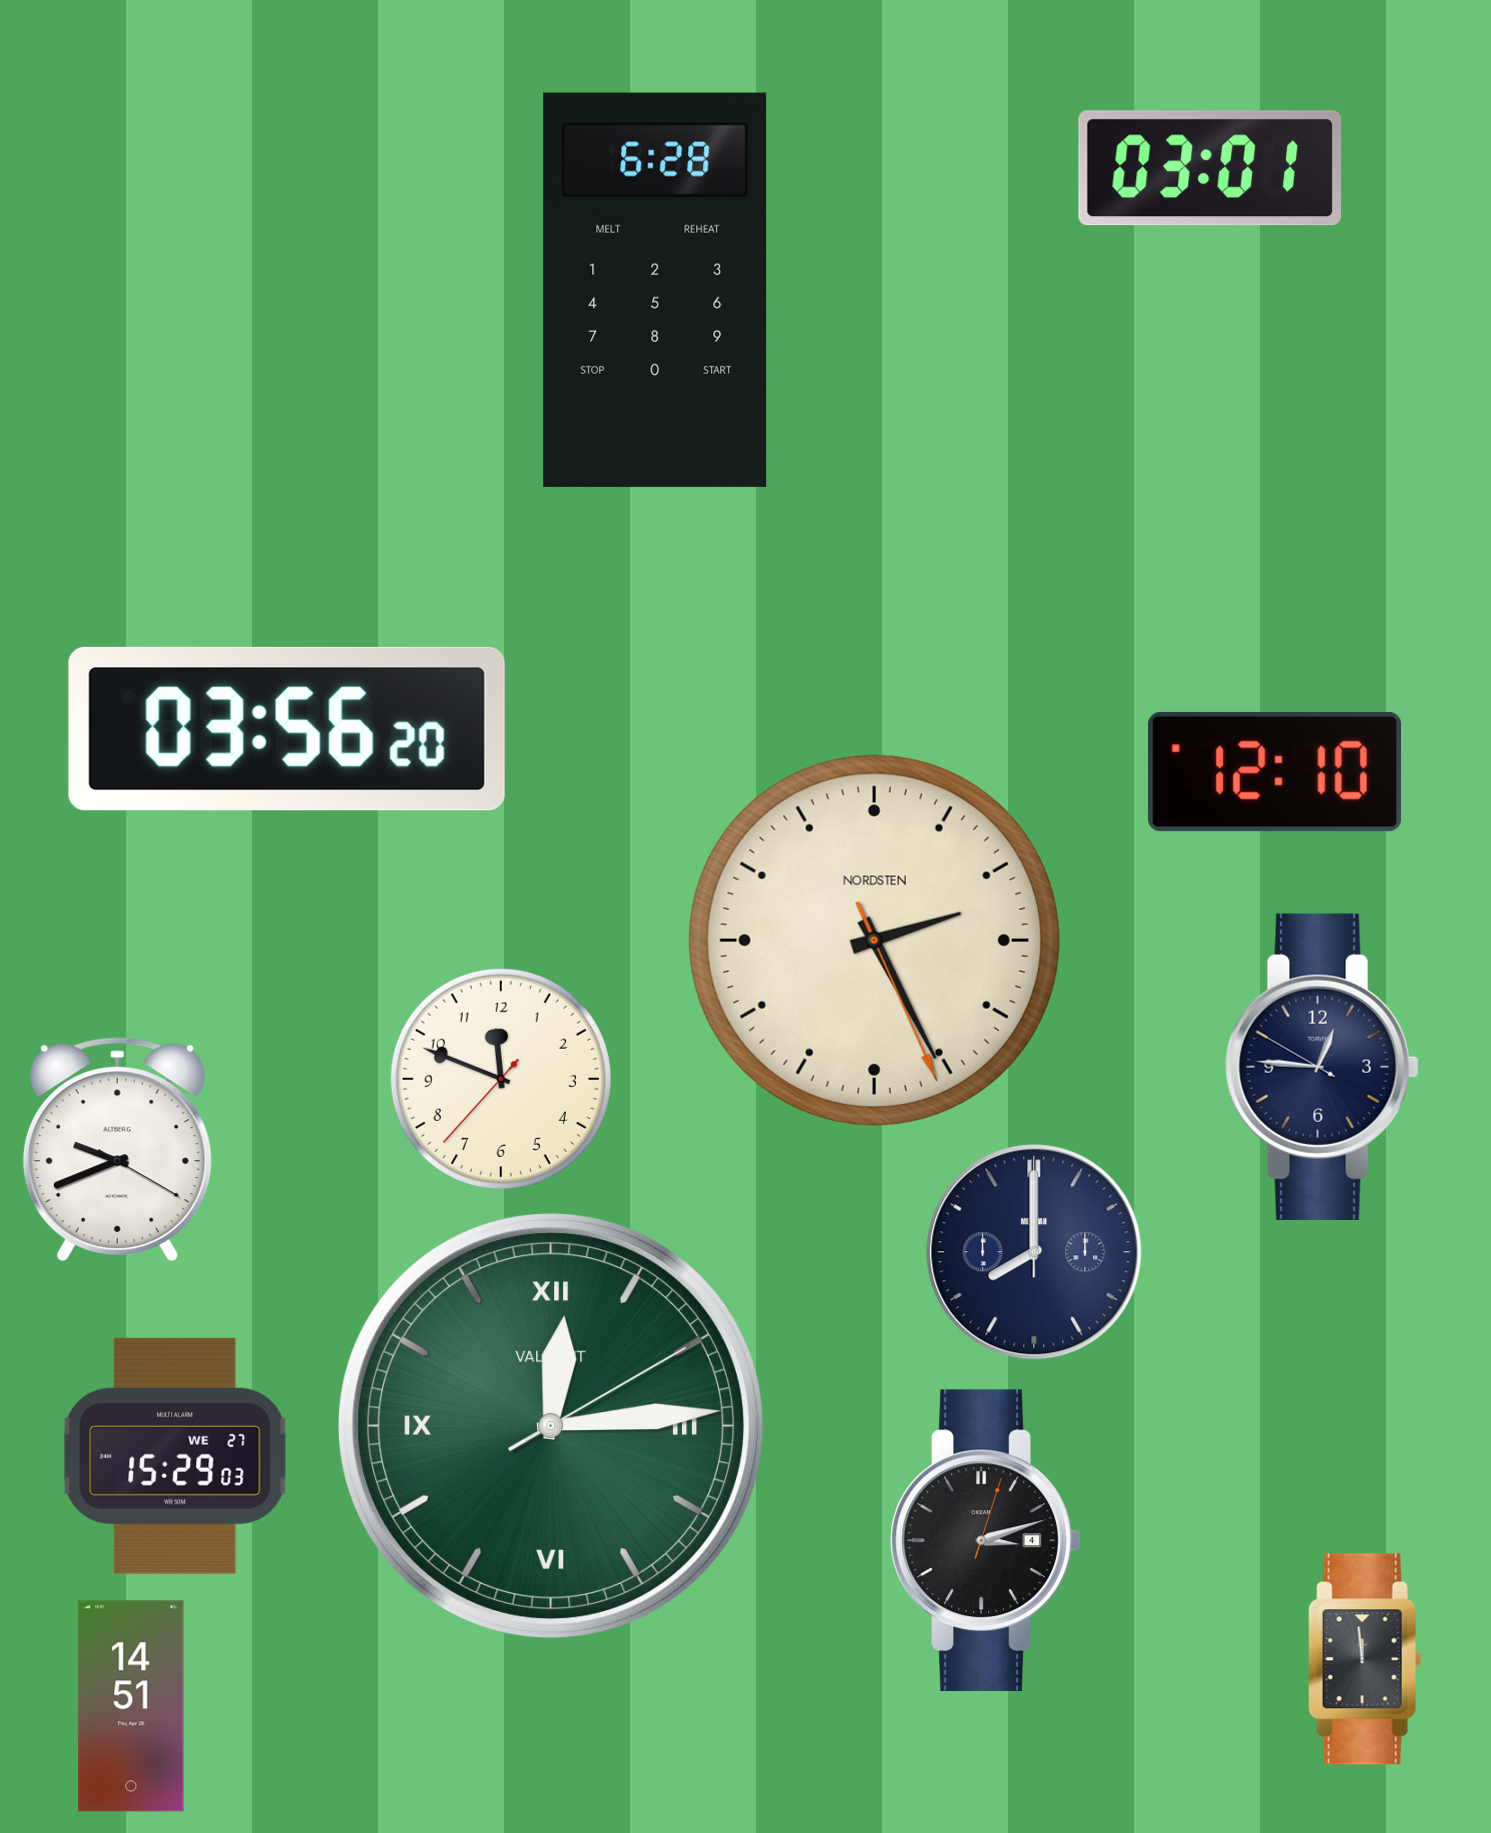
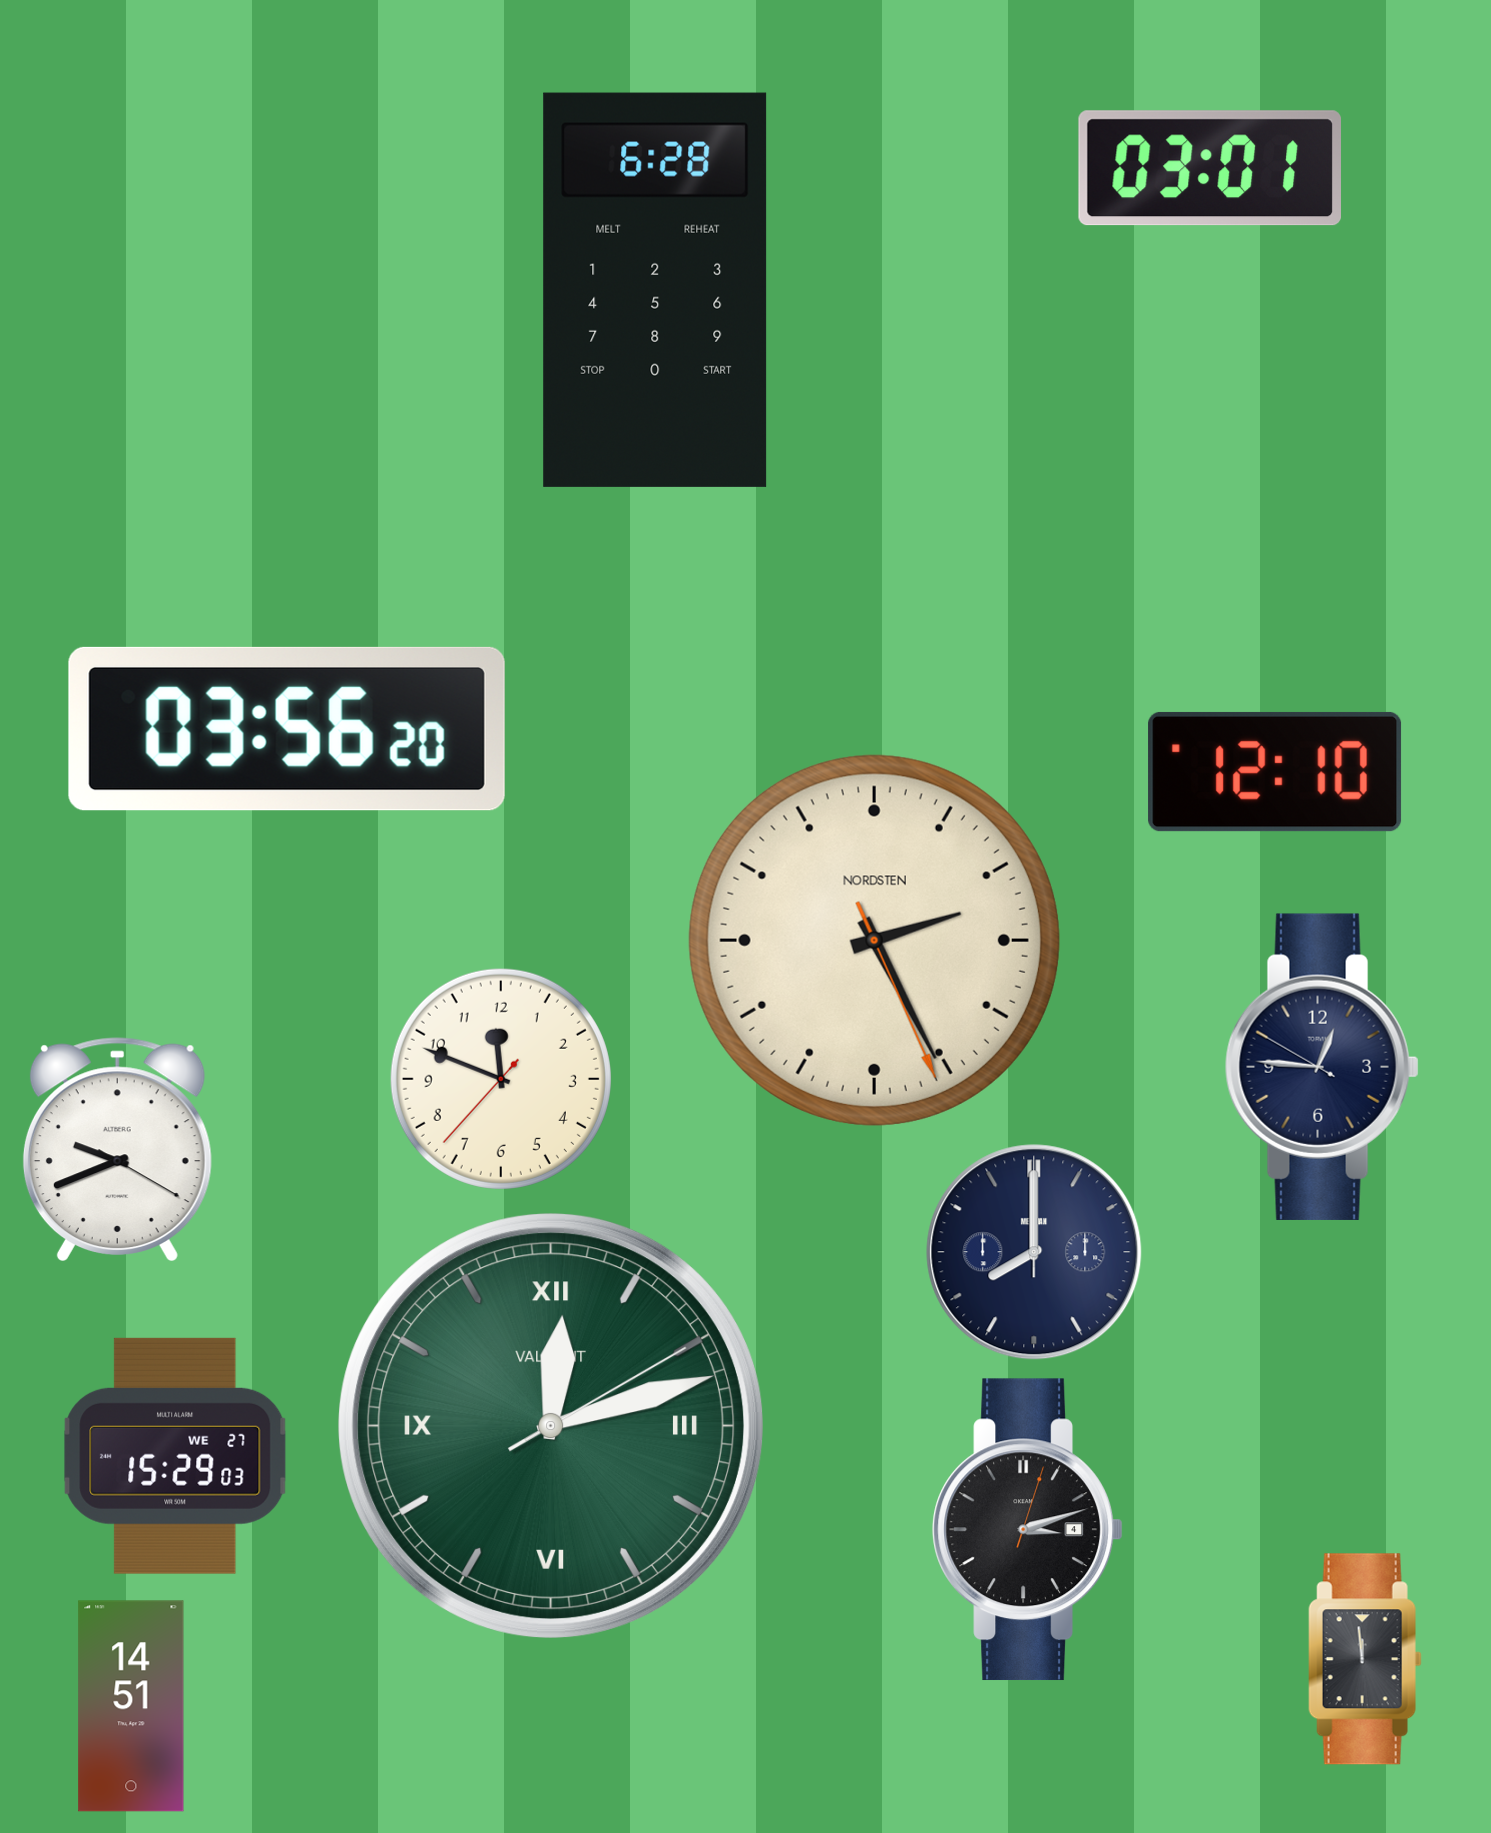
clock at (551, 1426): 12:14 -> 12:12
clock at (986, 1541) position: (986, 1541) -> (1028, 1530)
